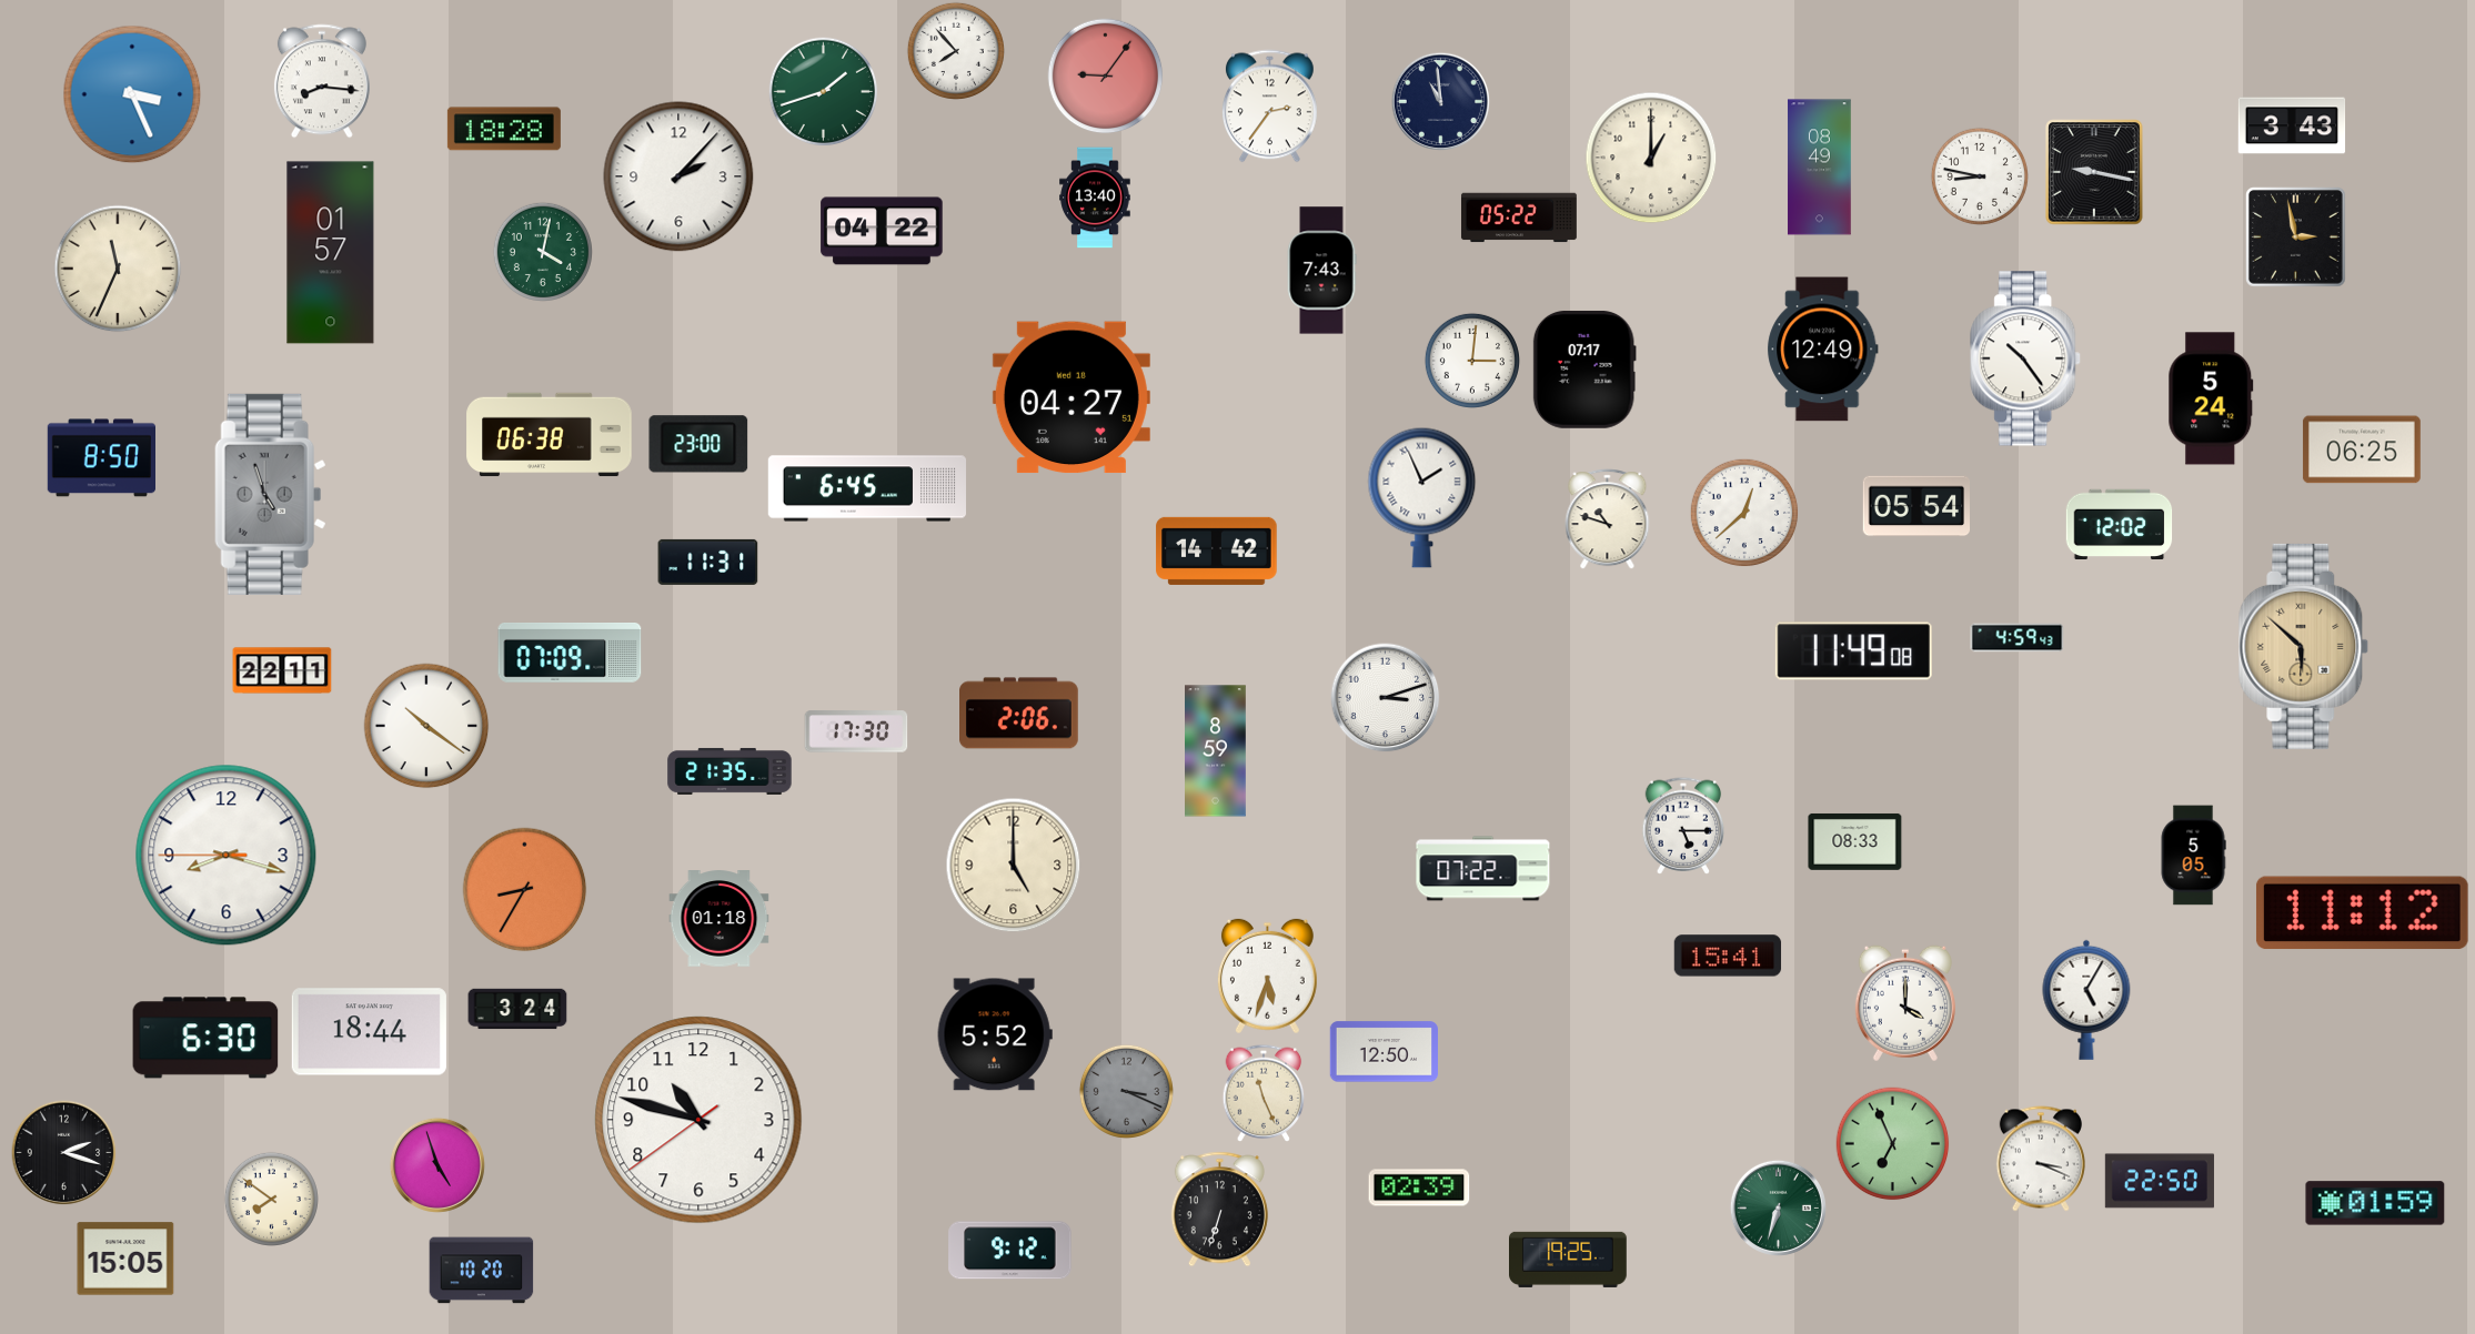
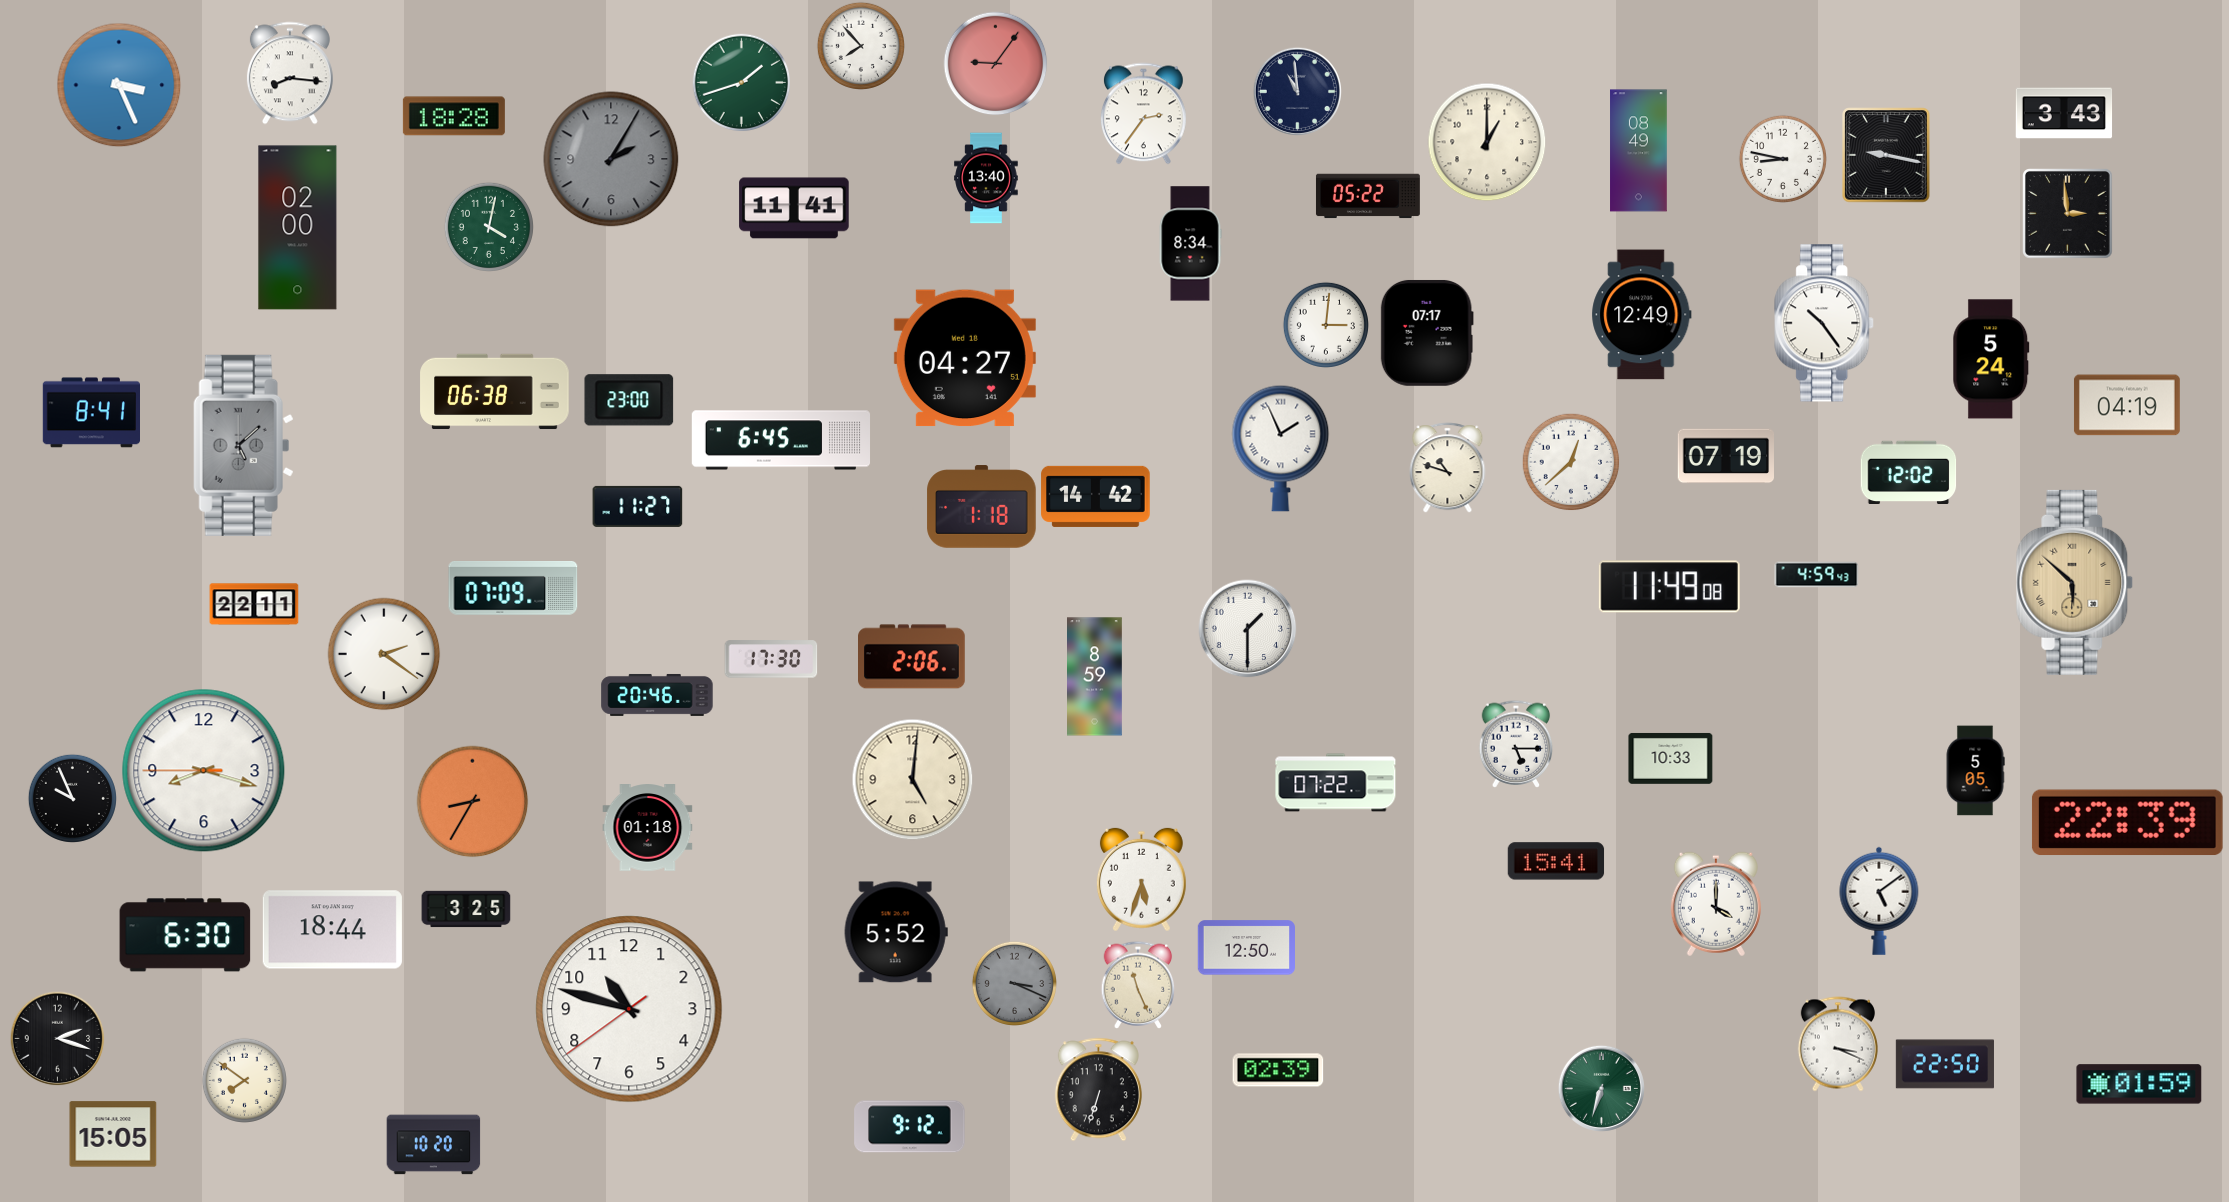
clock at (1106, 77) position: (1106, 77) -> (996, 64)
clock at (1270, 107) position: (1270, 107) -> (1144, 114)
clock at (678, 176): 2:07 -> 2:05
clock at (678, 176) dial: white -> grey
clock at (882, 231): 04:22 -> 11:41
clock at (2296, 238): 2:58 -> 2:59
clock at (331, 253): 01:57 -> 02:00
clock at (118, 269): 11:34 -> none
clock at (1321, 271): 7:43 -> 8:34
clock at (2362, 449): 06:25 -> 04:19
clock at (101, 458): 8:50 -> 8:41
clock at (270, 494): 4:57 -> 5:08
clock at (1916, 506): 05:54 -> 07:19
clock at (708, 562): 11:31 -> 11:27
clock at (982, 507): none -> 1:18
clock at (1386, 698): 3:12 -> 1:30
clock at (1019, 714) position: (1019, 714) -> (912, 657)
clock at (426, 726): 10:21 -> 2:21
clock at (730, 771): 21:35 -> 20:46
clock at (1855, 842): 08:33 -> 10:33
clock at (1014, 866): 5:00 -> 5:01
clock at (72, 798): none -> 9:56
clock at (2362, 913): 11:12 -> 22:39
clock at (2086, 1000): 5:05 -> 5:09
clock at (517, 1009): 3:24 -> 3:25
clock at (1893, 1144): 6:56 -> none
clock at (437, 1165): 4:57 -> none
clock at (1569, 1260): 19:25 -> none
